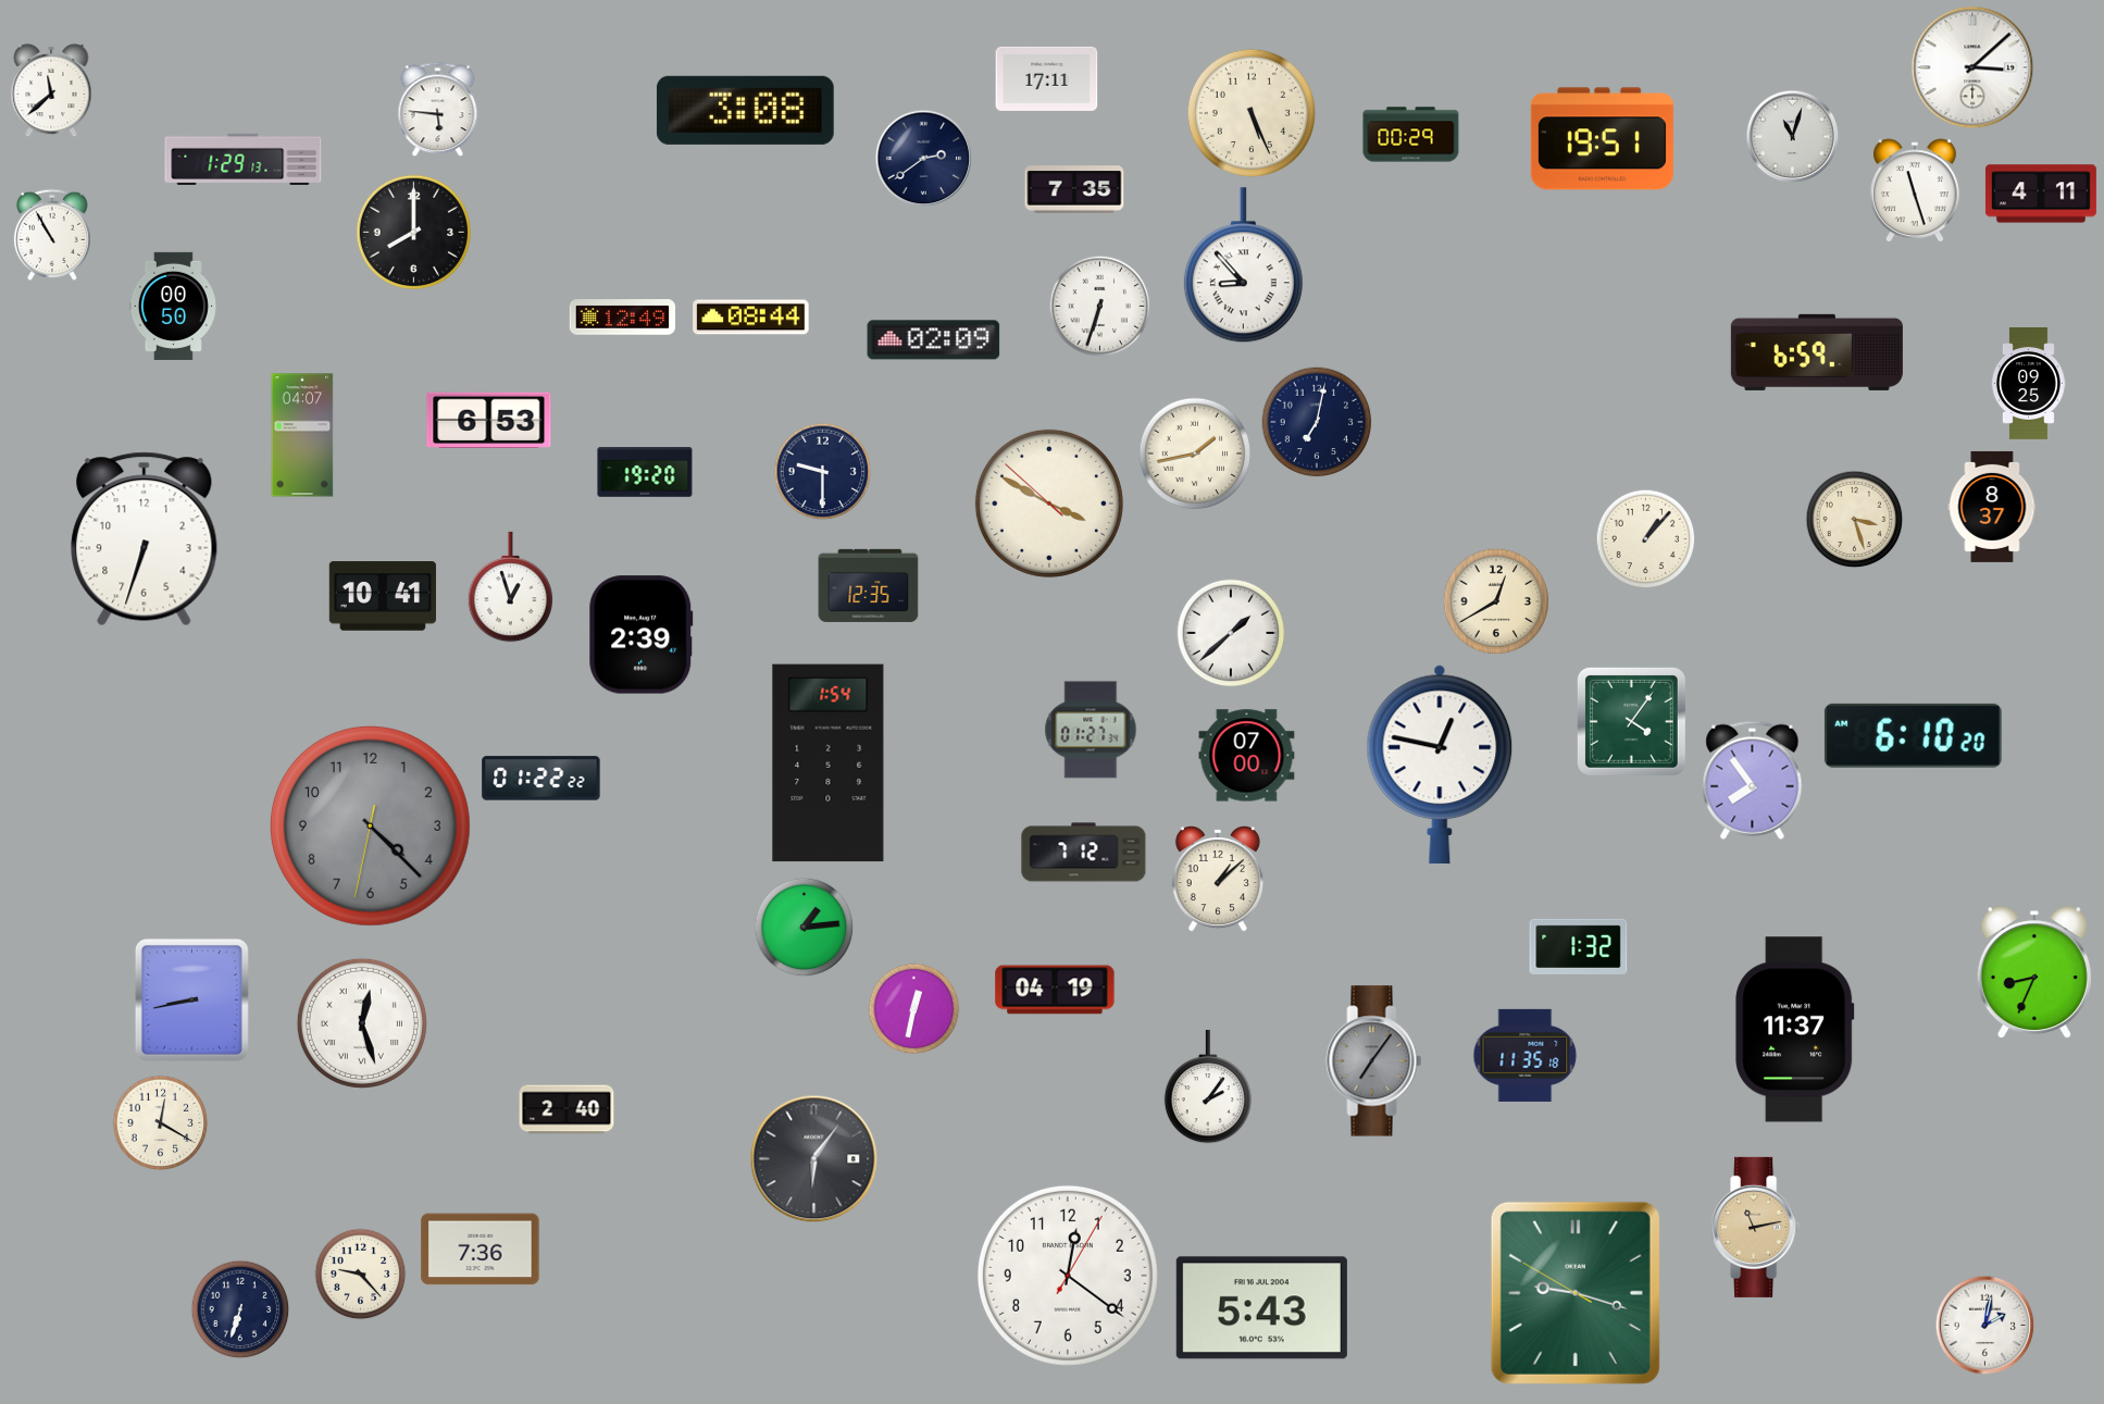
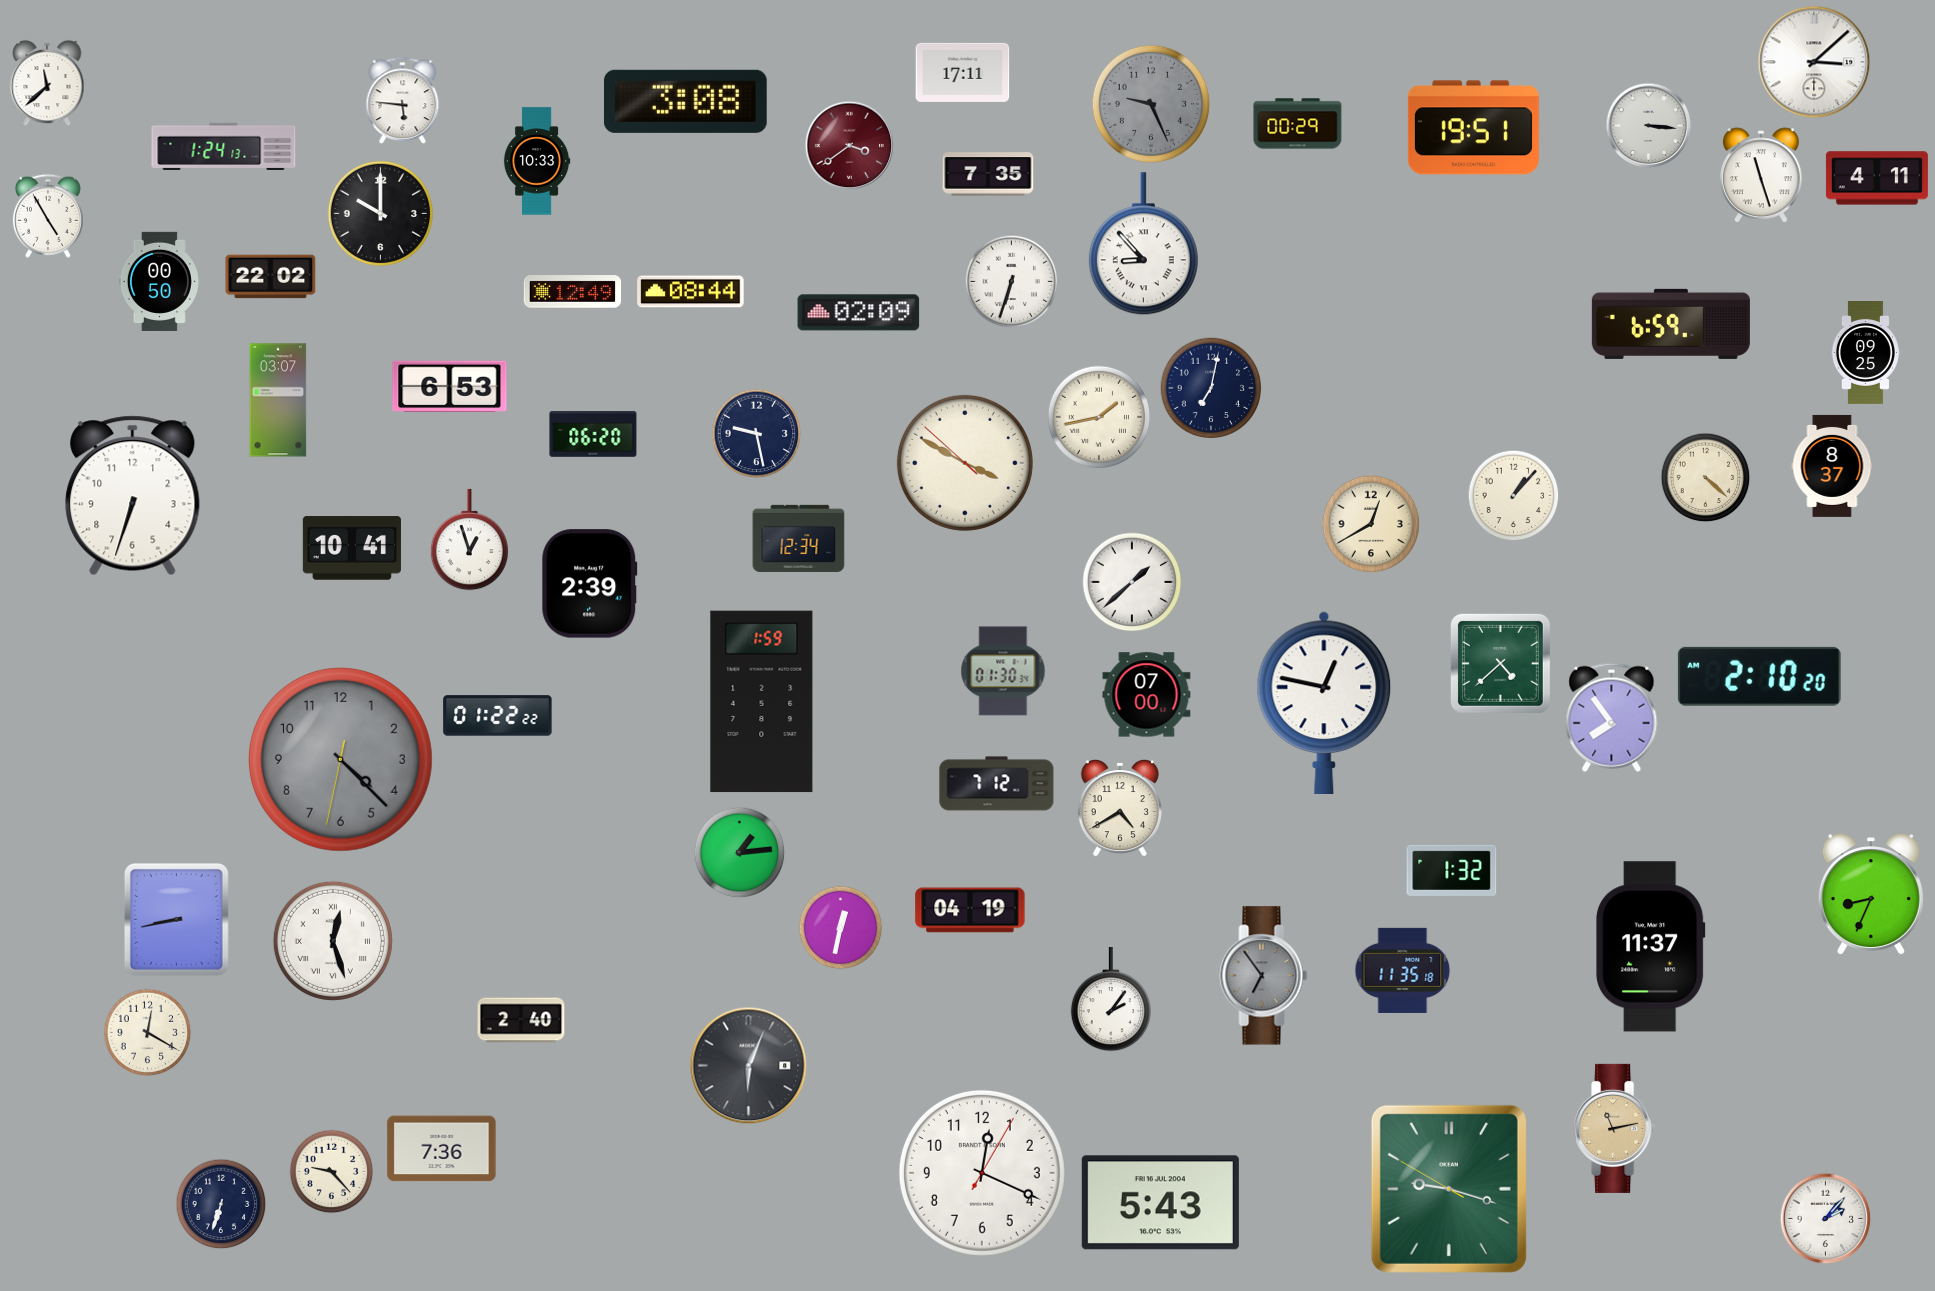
clock at (1252, 113): 5:26 -> 9:26
clock at (1252, 113) dial: cream -> grey
clock at (1793, 137): 11:03 -> 3:16
clock at (244, 159): 1:29 -> 1:24
clock at (924, 159): 2:39 -> 3:39
clock at (924, 159) dial: navy -> burgundy
clock at (537, 161): none -> 10:33
clock at (414, 233): 8:00 -> 10:00
clock at (52, 235): 10:55 -> 4:55
clock at (271, 277): none -> 22:02
clock at (302, 435): 04:07 -> 03:07
clock at (645, 472): 19:20 -> 06:20
clock at (823, 472): 9:30 -> 9:28
clock at (1855, 520): 3:27 -> 4:22
clock at (869, 585): 12:35 -> 12:34
clock at (1496, 601) position: (1496, 601) -> (1371, 524)
clock at (1631, 721): 4:06 -> 4:38
clock at (1091, 730): 01:27 -> 01:30
clock at (1913, 735): 6:10 -> 2:10
clock at (829, 763): 1:54 -> 1:59
clock at (1218, 880): 1:08 -> 4:40
clock at (1374, 1061): 7:06 -> 6:54
clock at (814, 1159): 6:06 -> 6:04
clock at (1068, 1276): 12:21 -> 12:19
clock at (1985, 1326): 2:02 -> 2:07
